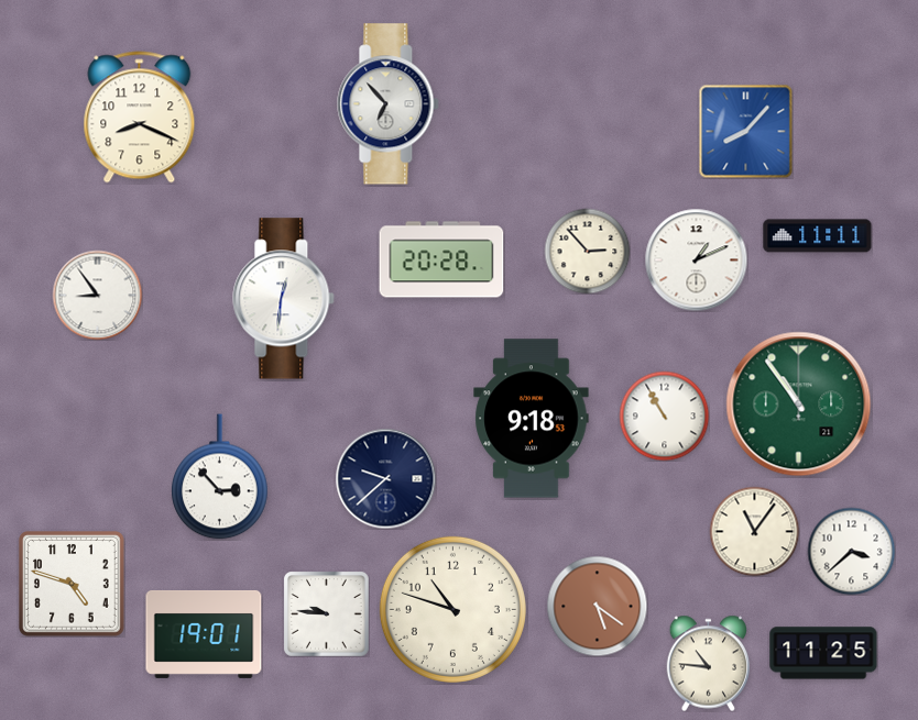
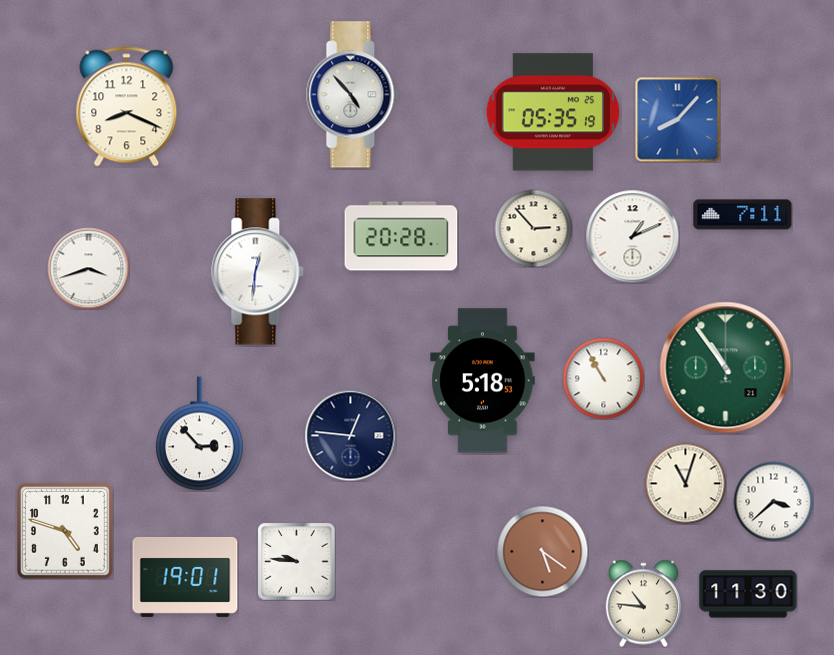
clock at (389, 104): 6:53 -> 4:53
clock at (553, 112): none -> 05:35
clock at (818, 236): 11:11 -> 7:11
clock at (97, 295): 8:54 -> 3:42
clock at (532, 419): 9:18 -> 5:18
clock at (385, 478): 9:38 -> 12:46
clock at (754, 531): 11:06 -> 11:03
clock at (452, 609): 10:48 -> none
clock at (326, 613) position: (326, 613) -> (296, 561)
clock at (823, 653): 11:25 -> 11:30
